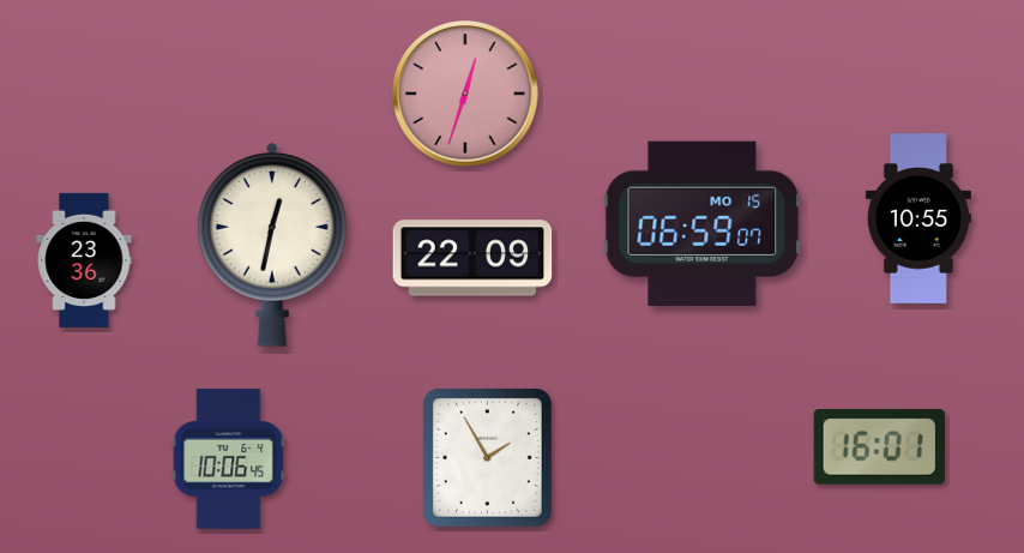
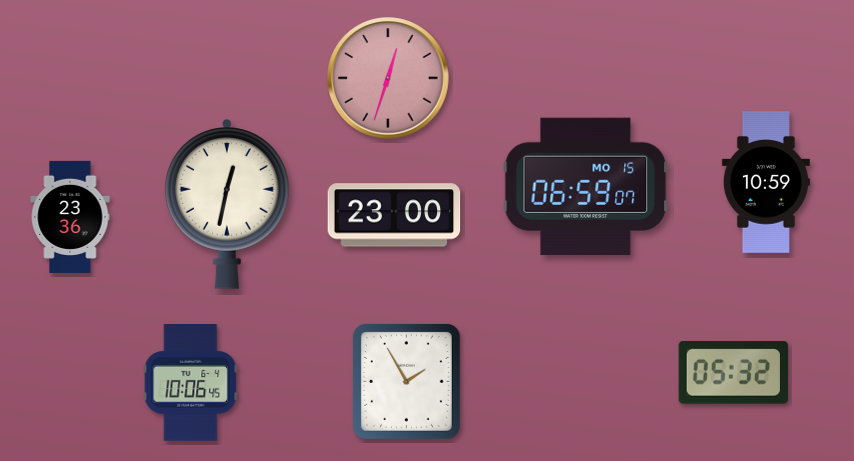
clock at (918, 218): 10:55 -> 10:59
clock at (472, 258): 22:09 -> 23:00
clock at (879, 446): 16:01 -> 05:32
